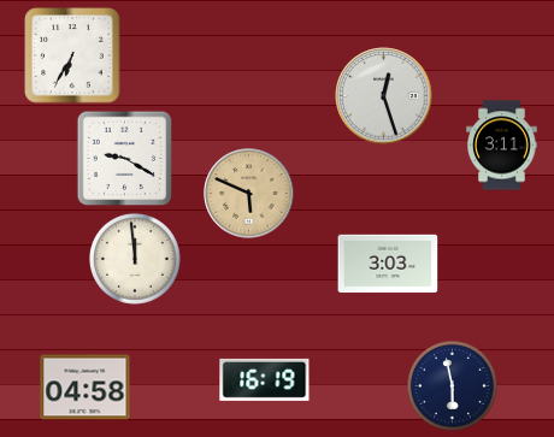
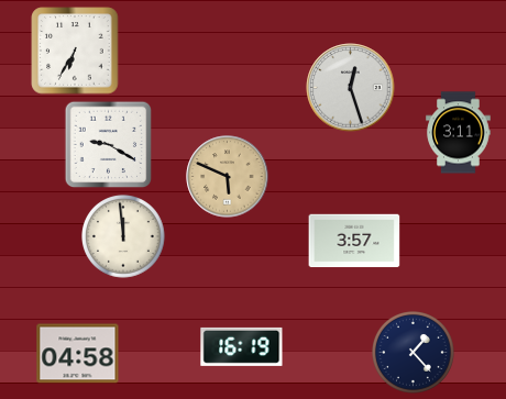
clock at (72, 55) position: (72, 55) -> (75, 51)
clock at (125, 159) position: (125, 159) -> (109, 145)
clock at (388, 264): 3:03 -> 3:57
clock at (453, 386): 5:58 -> 1:23
